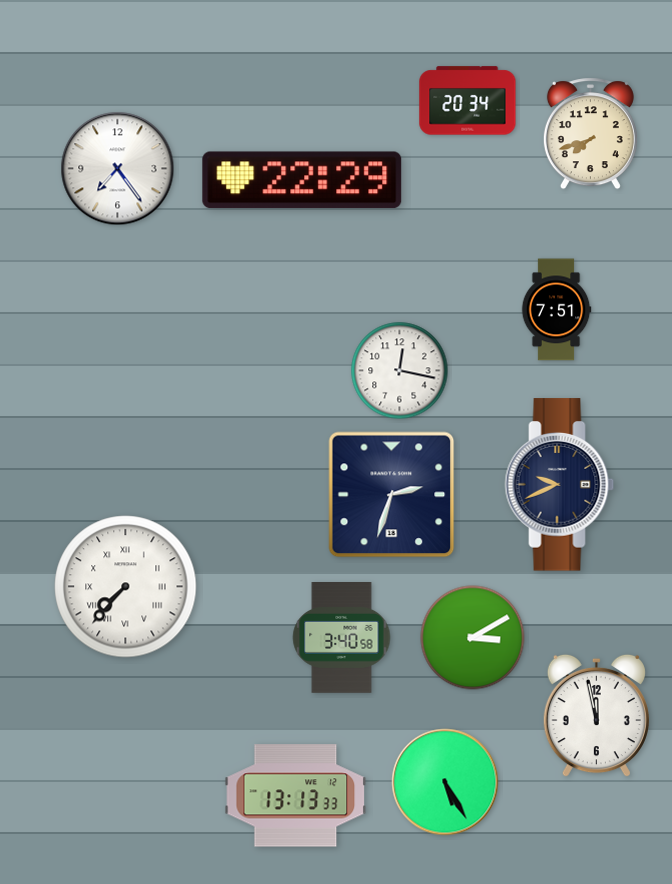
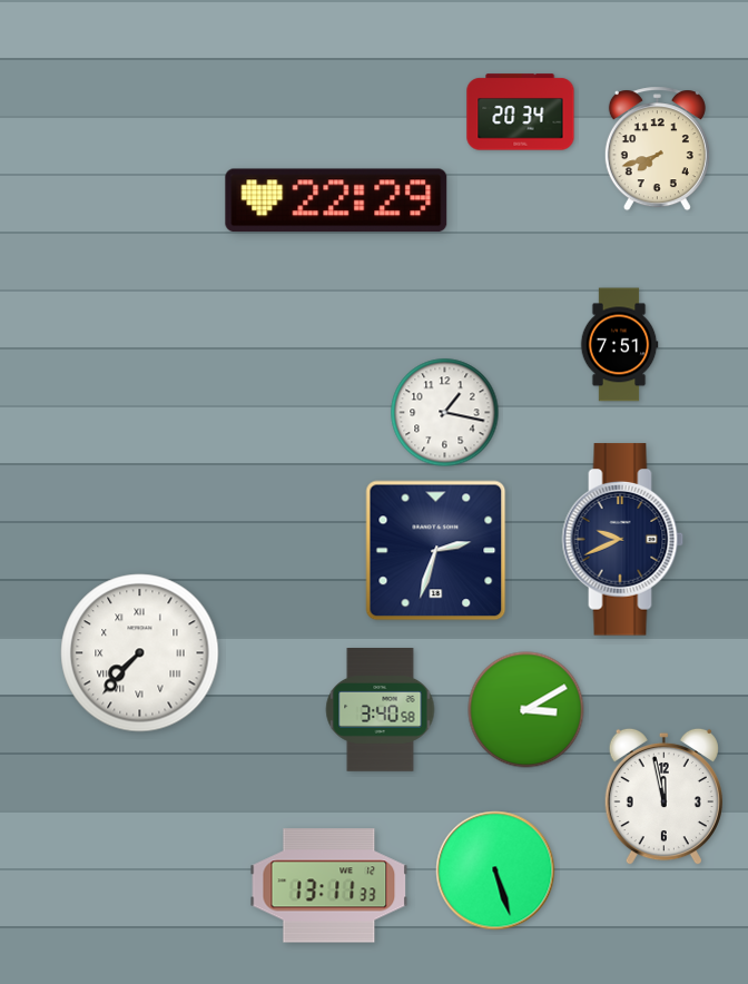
clock at (118, 169): 7:24 -> none
clock at (400, 371): 12:17 -> 1:17
clock at (445, 782): 5:25 -> 5:27
clock at (296, 796): 13:13 -> 13:11
